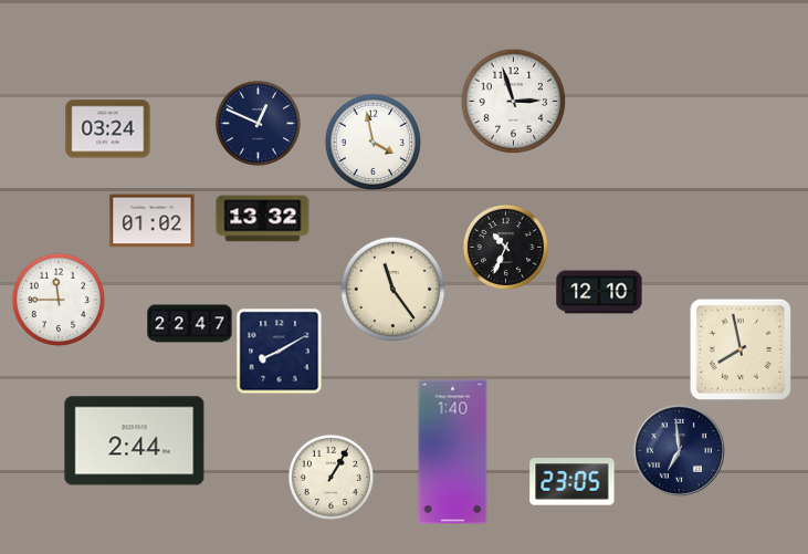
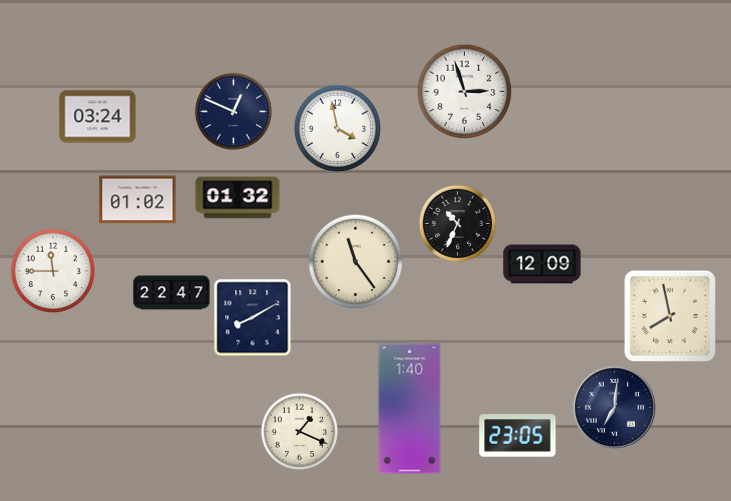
clock at (263, 219): 13:32 -> 01:32
clock at (599, 292): 12:10 -> 12:09
clock at (135, 441): 2:44 -> none
clock at (679, 450): 6:59 -> 7:01
clock at (330, 477): 1:05 -> 1:19
